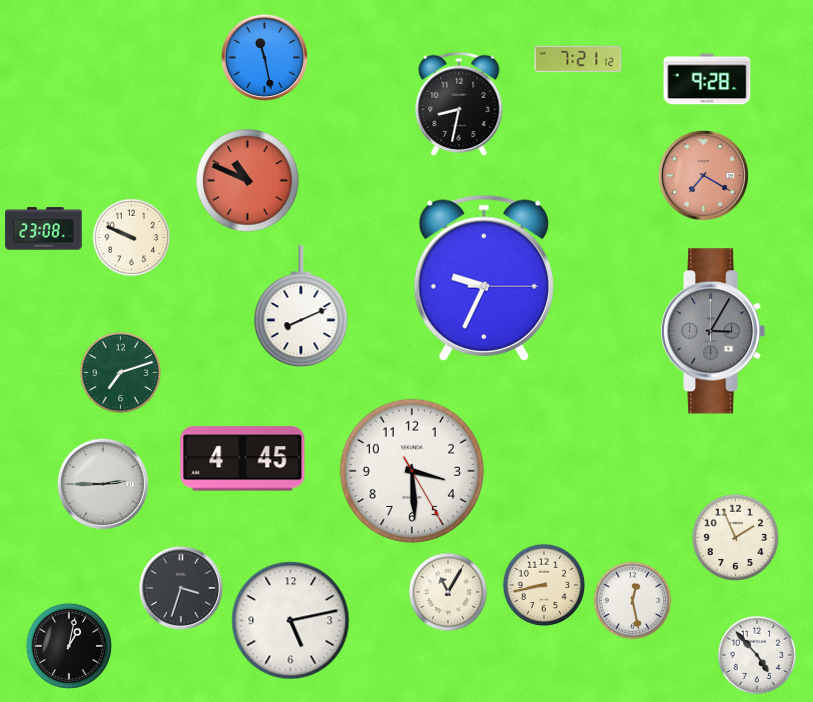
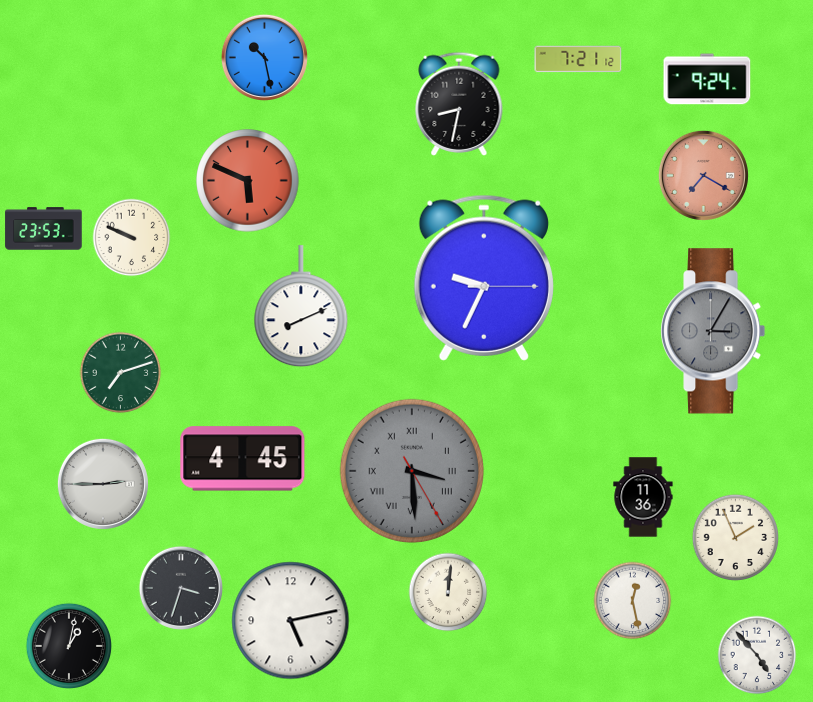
clock at (264, 57): 11:28 -> 10:28
clock at (707, 79): 9:28 -> 9:24
clock at (248, 181): 10:49 -> 5:49
clock at (44, 229): 23:08 -> 23:53
clock at (412, 471) dial: white -> grey
clock at (412, 471) numerals: Arabic -> Roman
clock at (643, 497): none -> 11:36
clock at (544, 585): 8:43 -> none
clock at (448, 592): 11:05 -> 12:01
